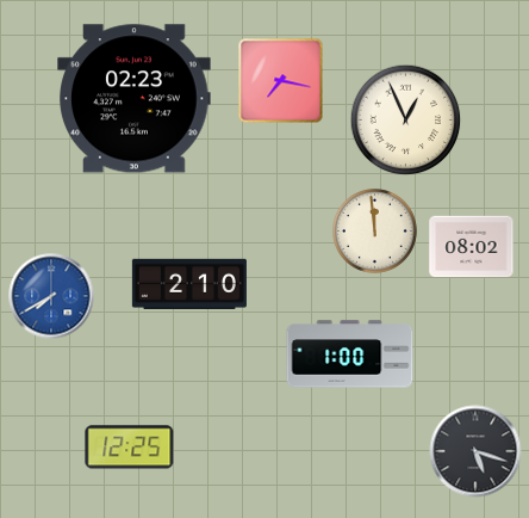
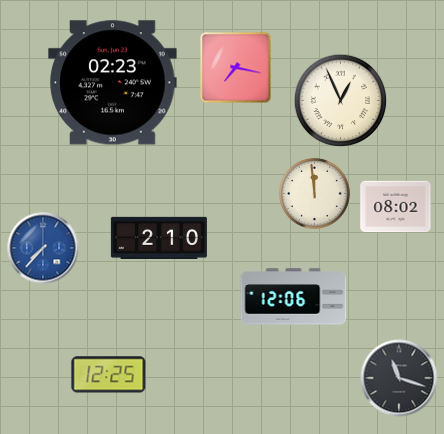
clock at (51, 296): 7:40 -> 7:37
clock at (350, 354): 1:00 -> 12:06
clock at (475, 451): 5:18 -> 11:18
